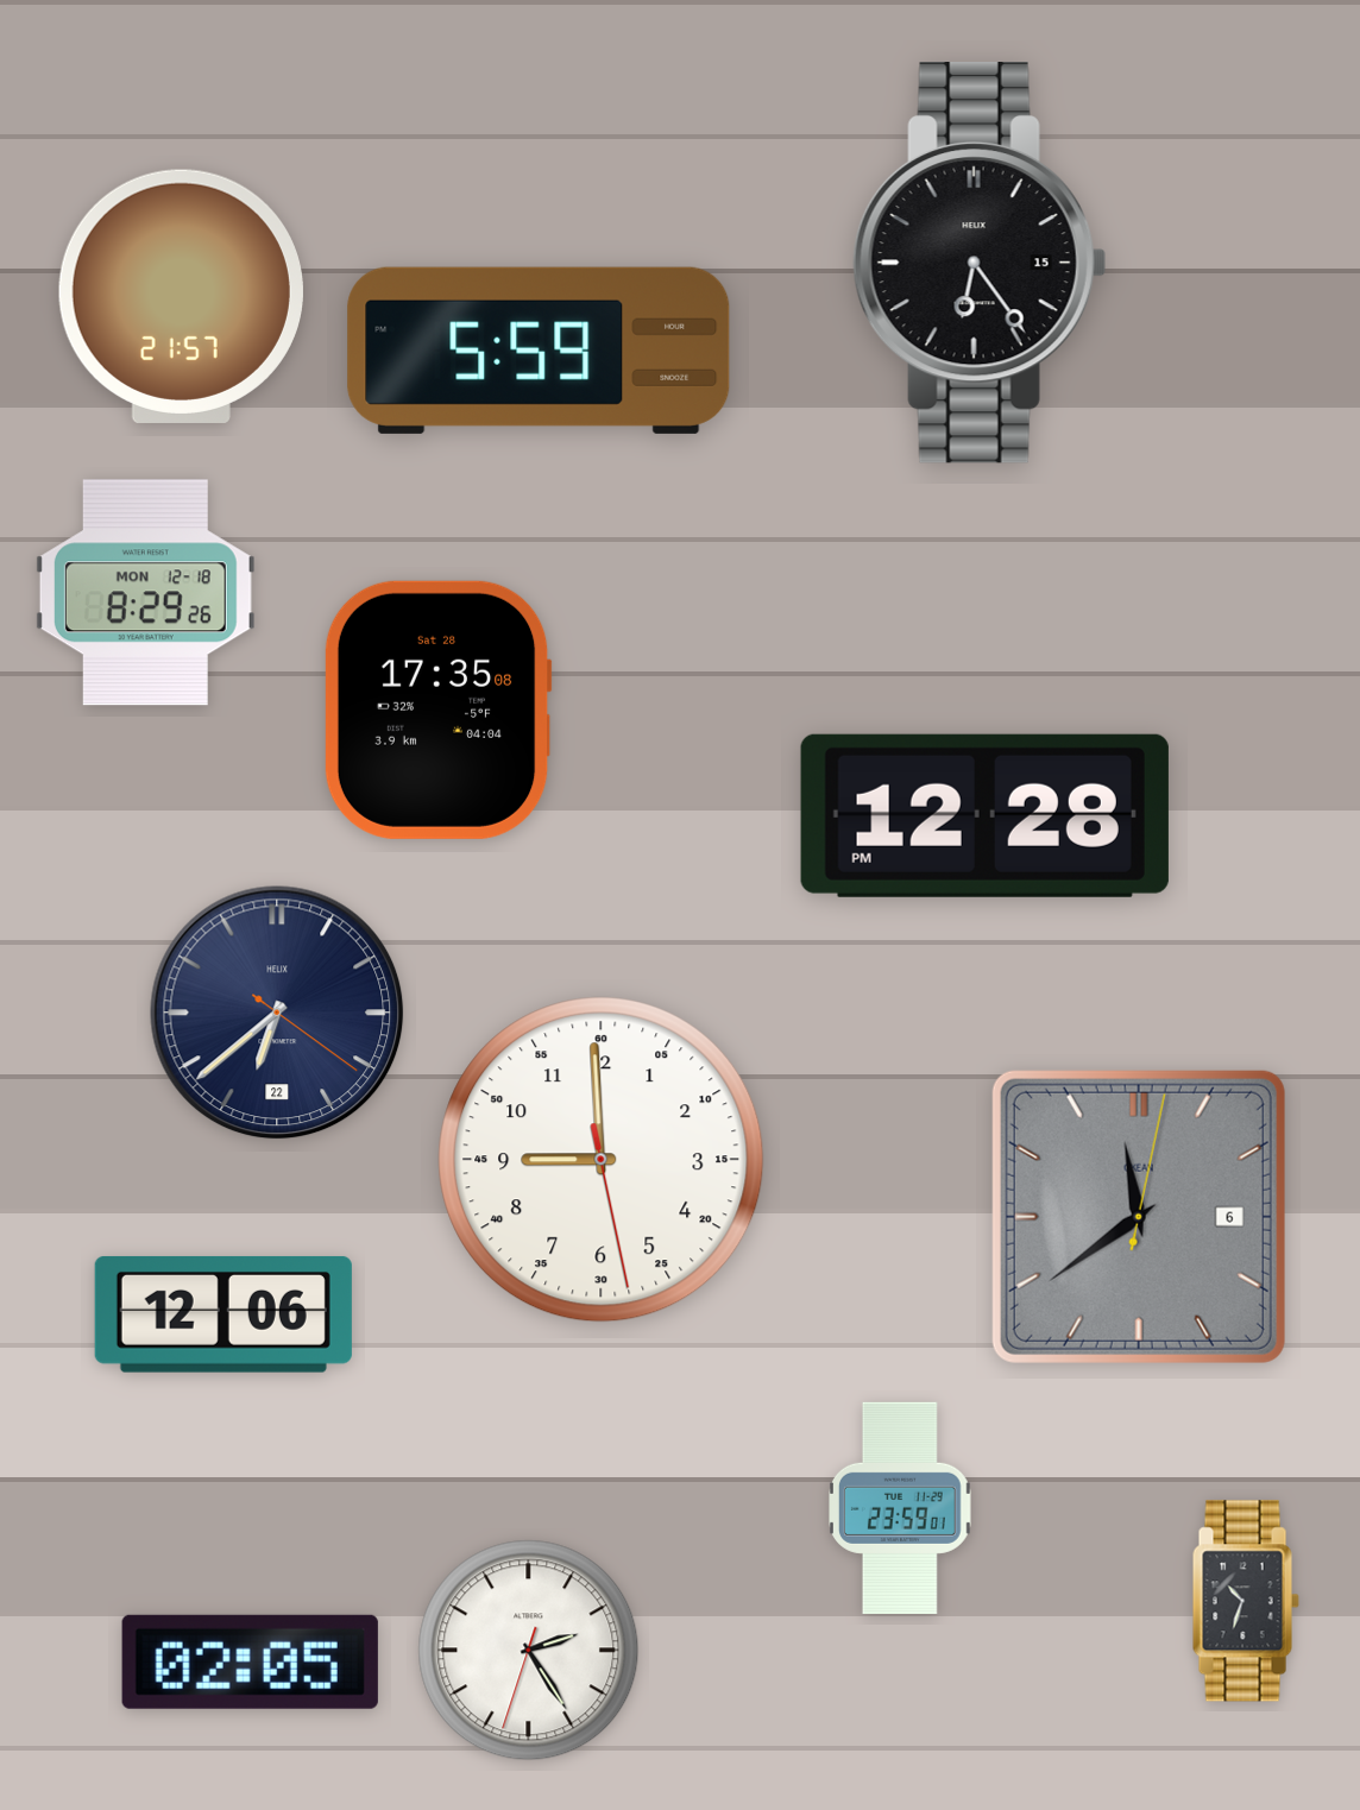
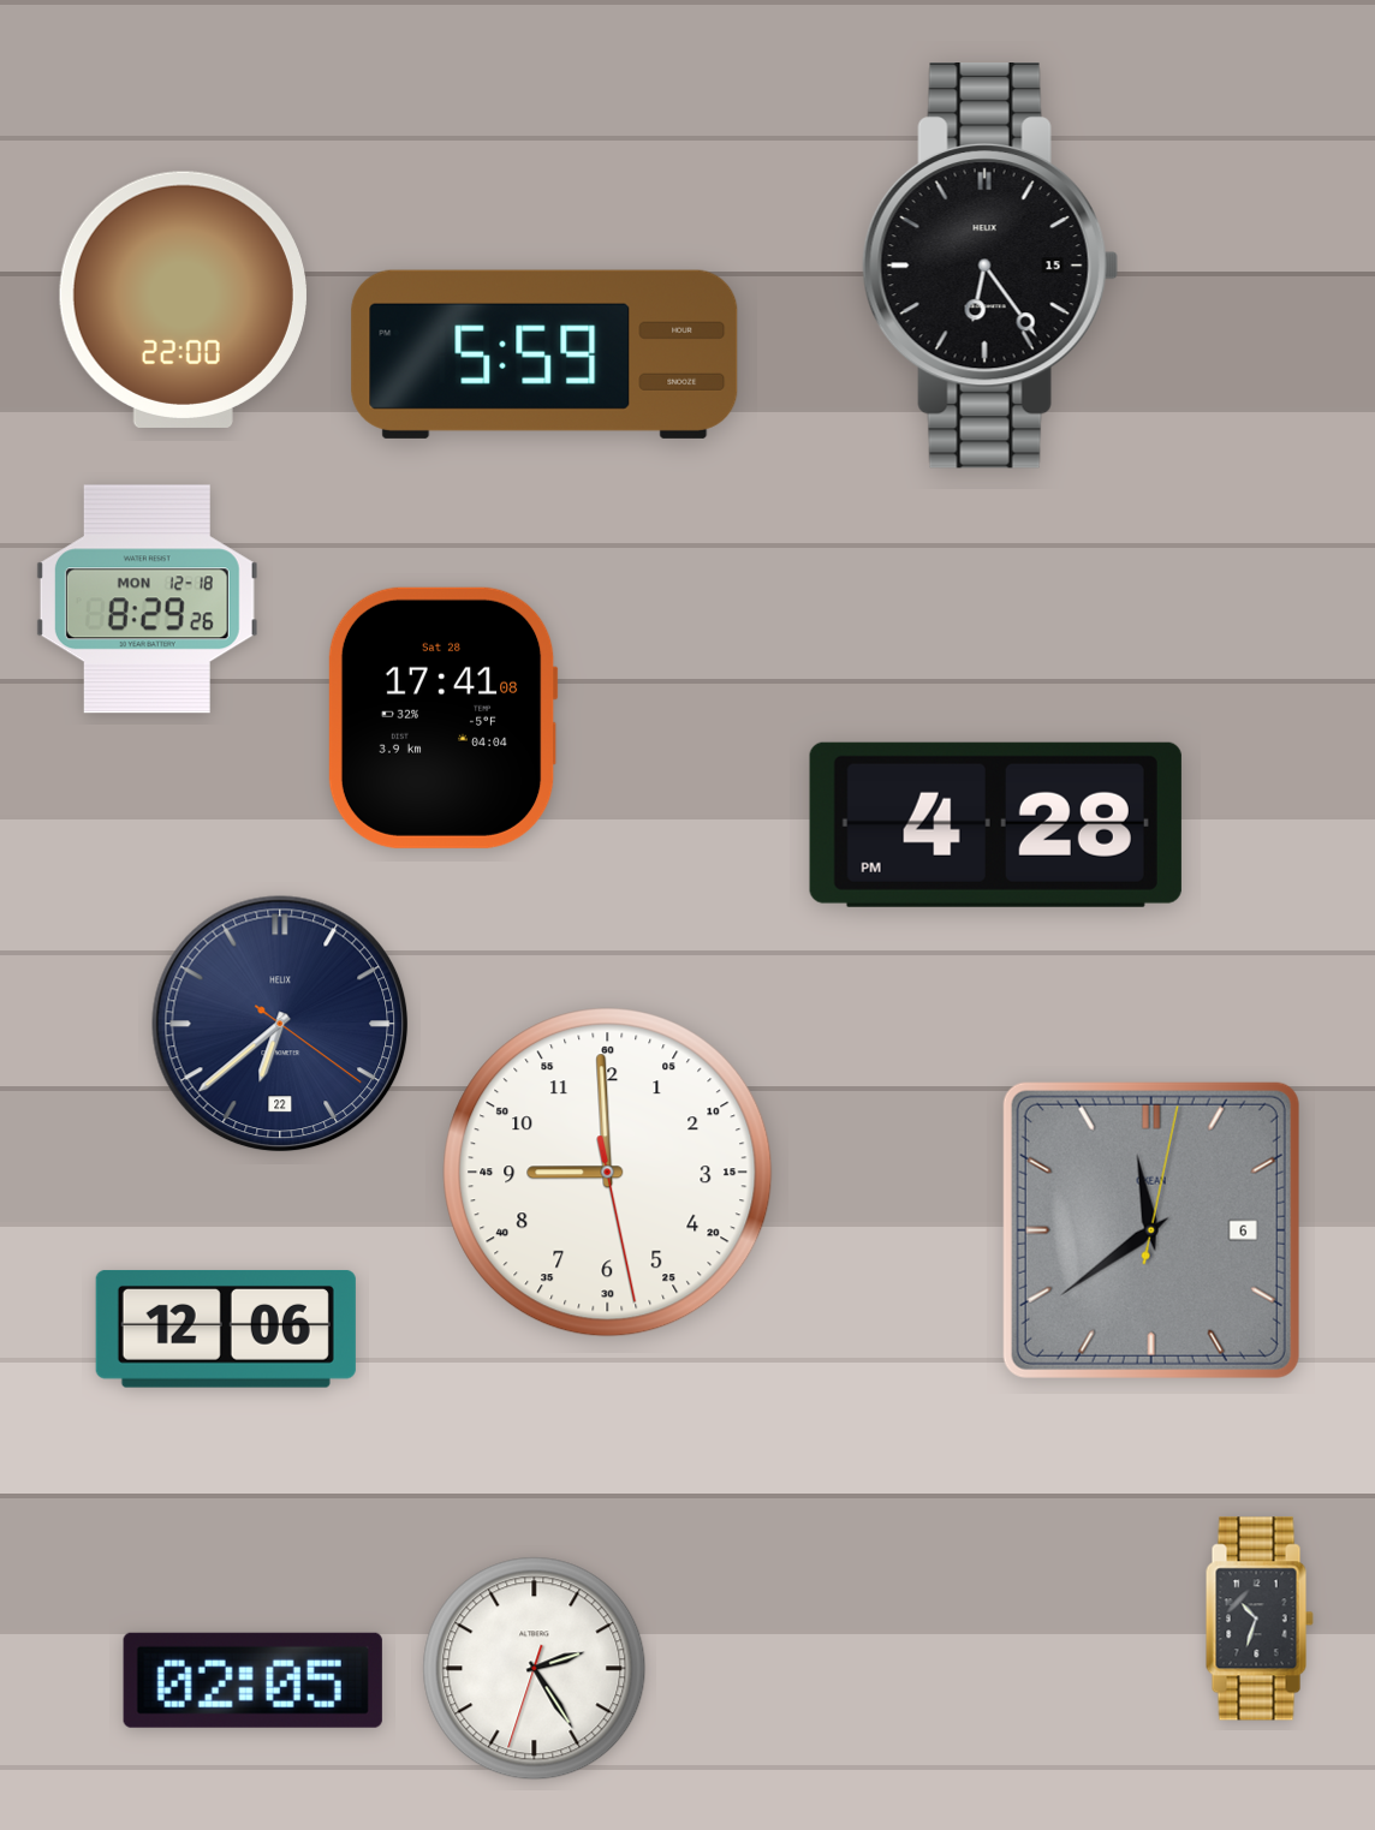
clock at (181, 296): 21:57 -> 22:00
clock at (437, 710): 17:35 -> 17:41
clock at (984, 815): 12:28 -> 4:28
clock at (901, 1508): 23:59 -> none
